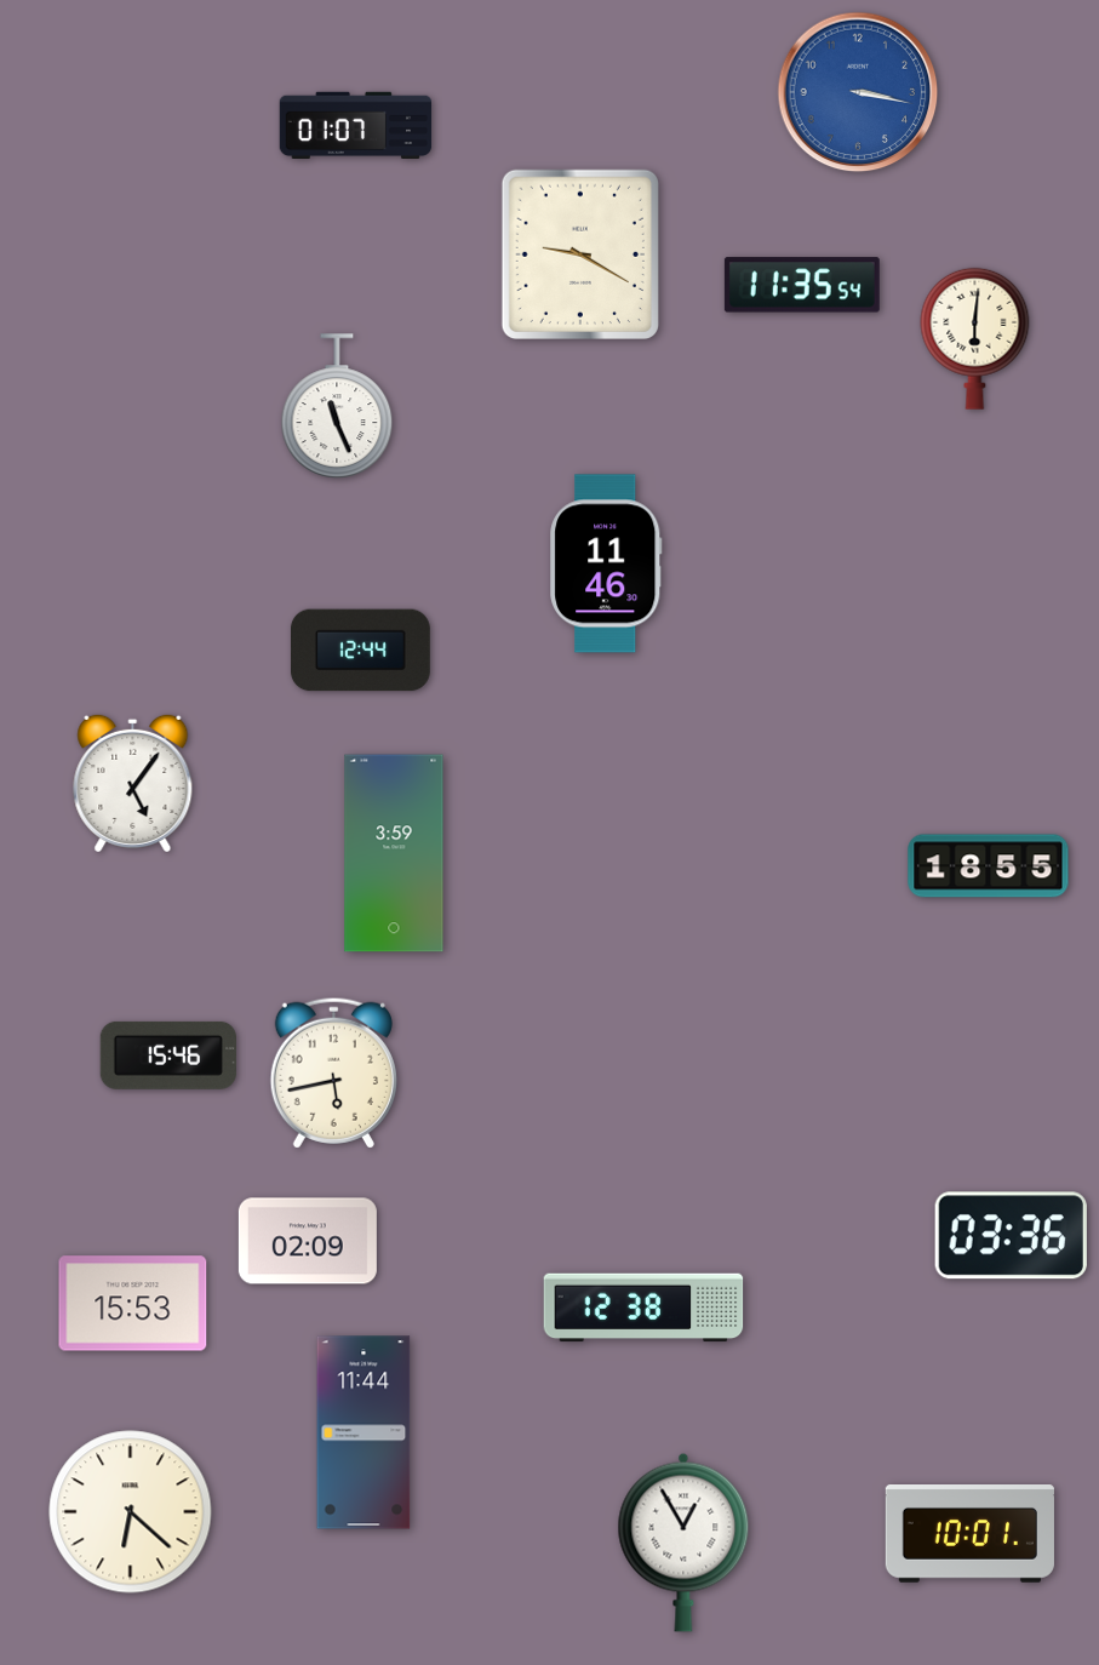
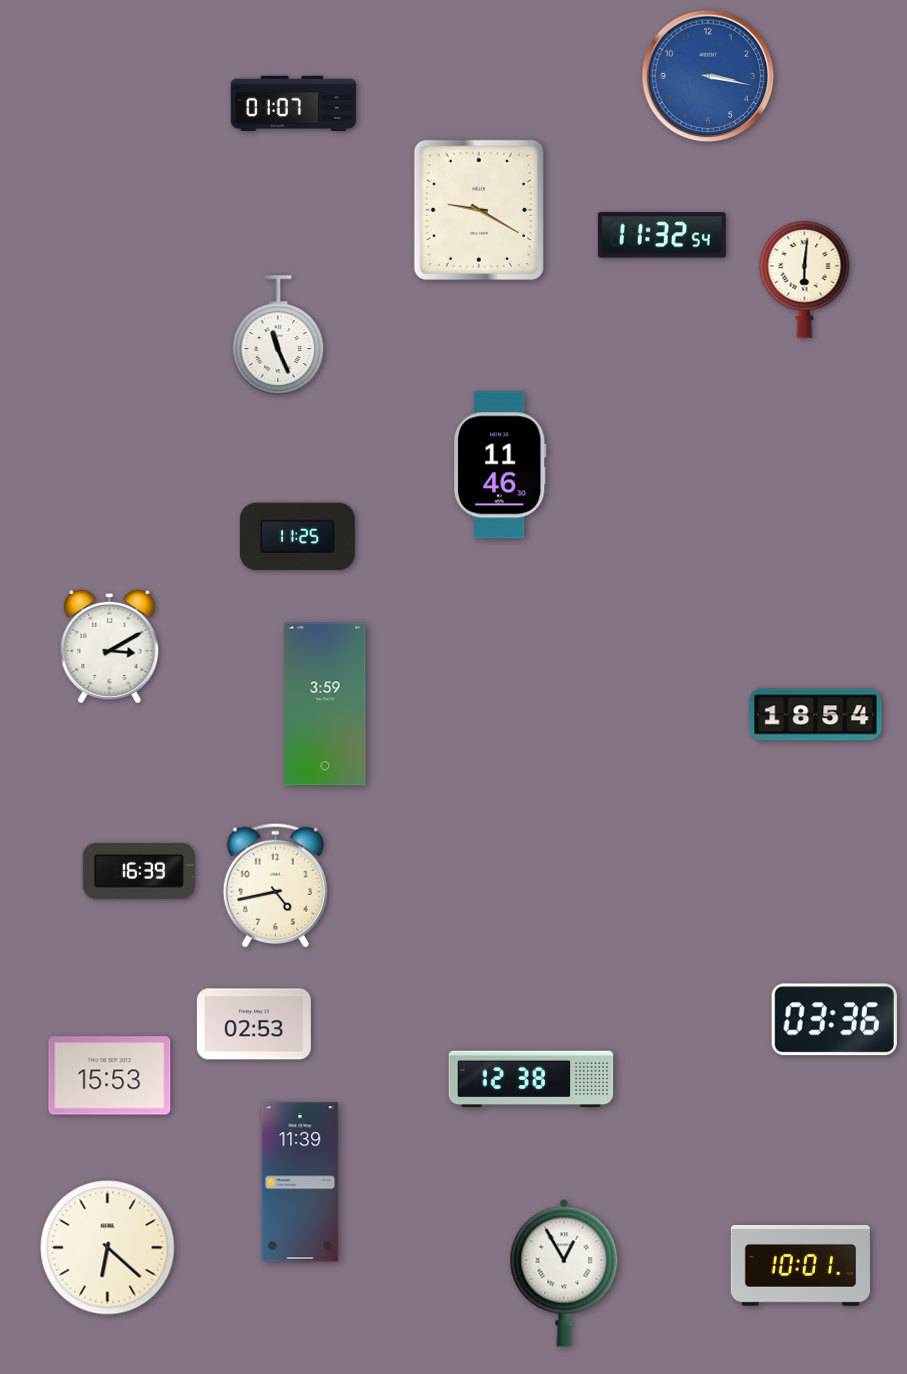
clock at (802, 285): 11:35 -> 11:32
clock at (360, 651): 12:44 -> 11:25
clock at (133, 783): 5:06 -> 3:10
clock at (989, 866): 18:55 -> 18:54
clock at (168, 1055): 15:46 -> 16:39
clock at (333, 1072): 5:43 -> 4:43
clock at (308, 1241): 02:09 -> 02:53
clock at (364, 1432): 11:44 -> 11:39
